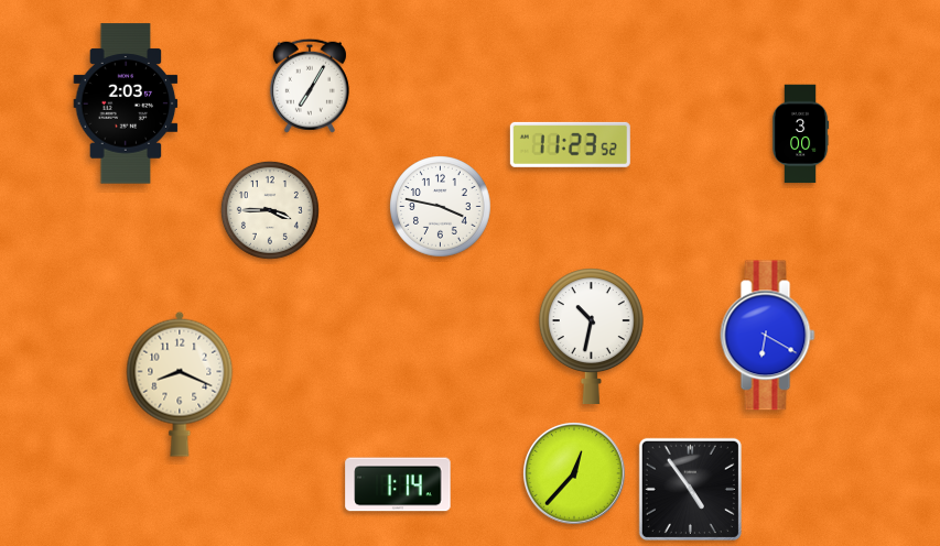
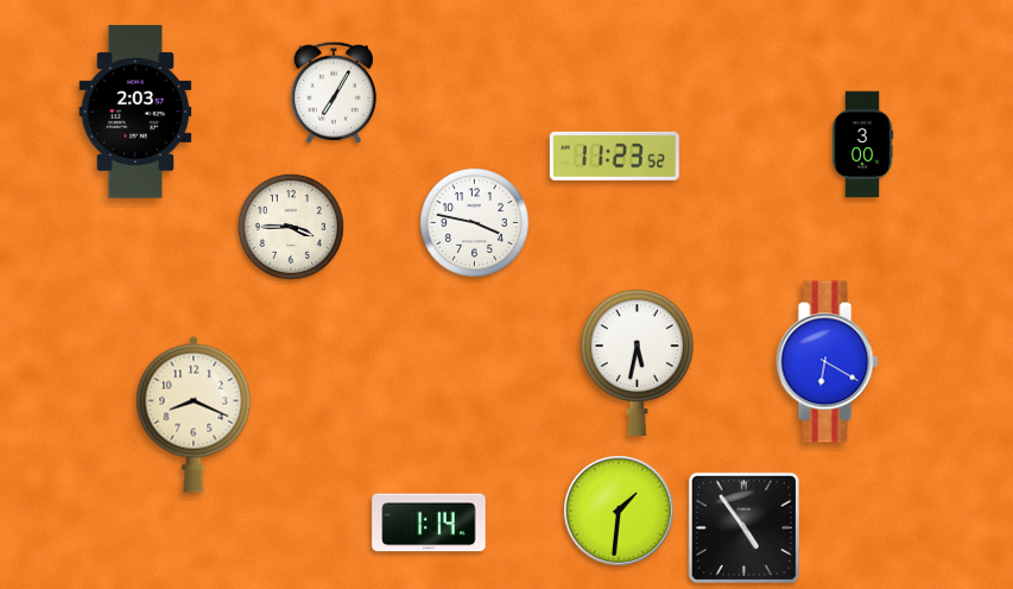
clock at (591, 336): 10:32 -> 5:32
clock at (575, 474): 12:37 -> 1:31
